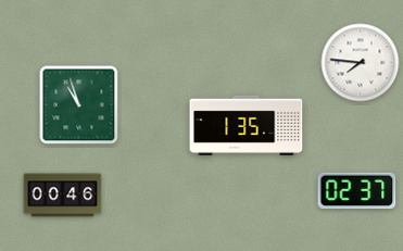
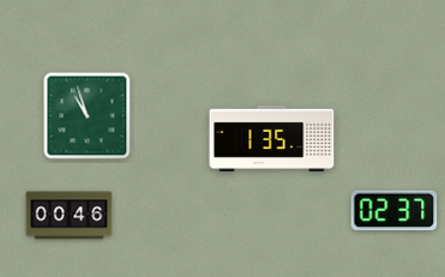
clock at (361, 63): 7:46 -> none
